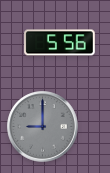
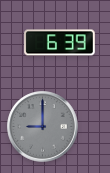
clock at (60, 43): 5:56 -> 6:39
